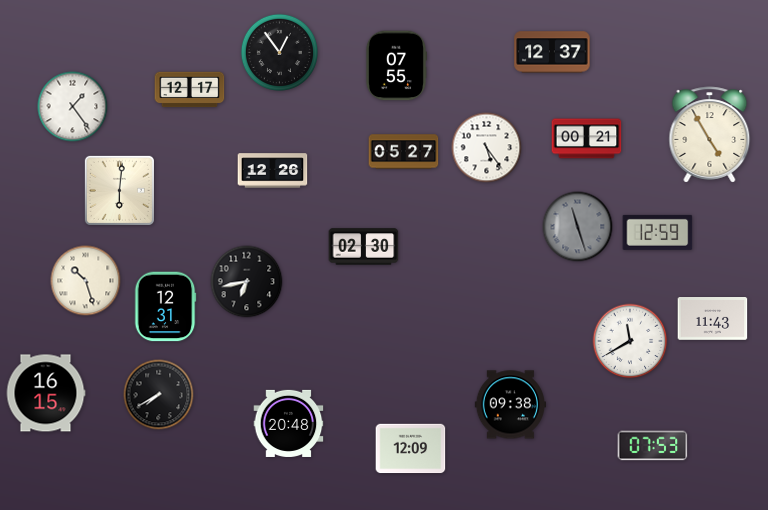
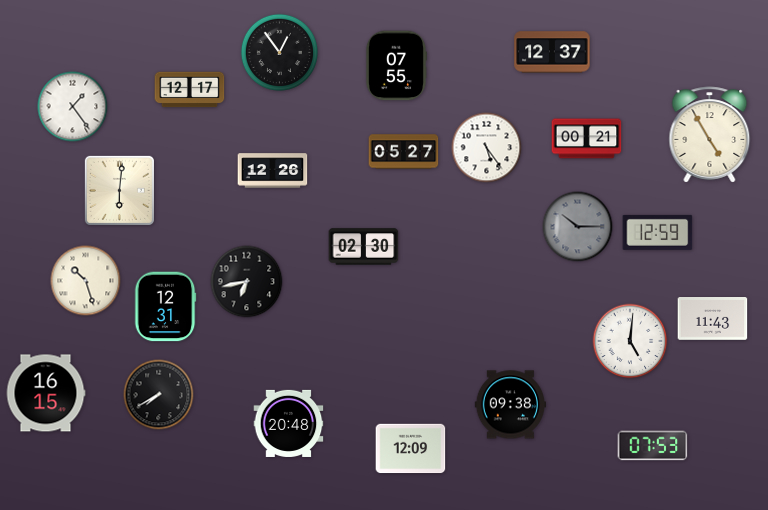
clock at (578, 227): 11:27 -> 10:15
clock at (630, 341): 11:40 -> 5:01
